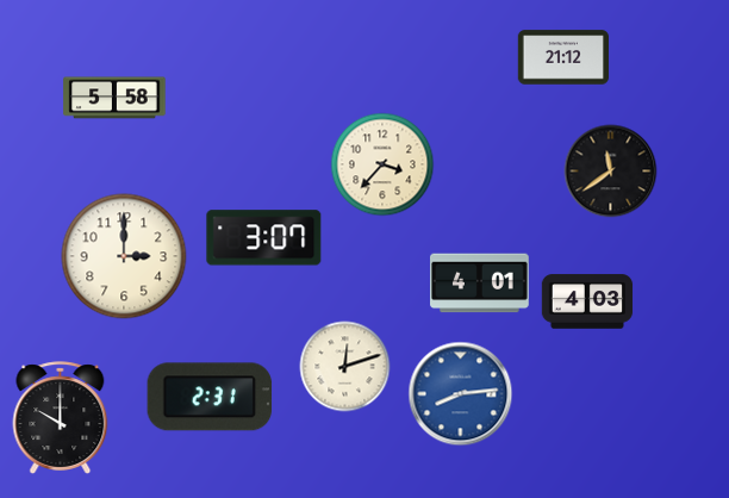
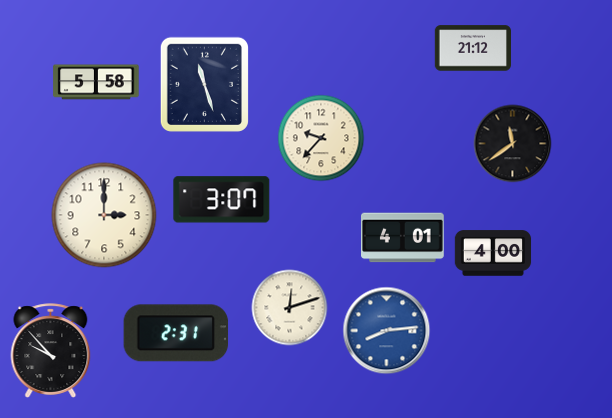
clock at (204, 84): none -> 11:27
clock at (382, 164): 3:37 -> 9:37
clock at (587, 301): 4:03 -> 4:00
clock at (61, 418): 10:00 -> 9:53
